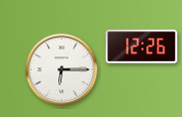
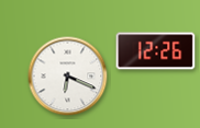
clock at (62, 70): 6:15 -> 6:19
